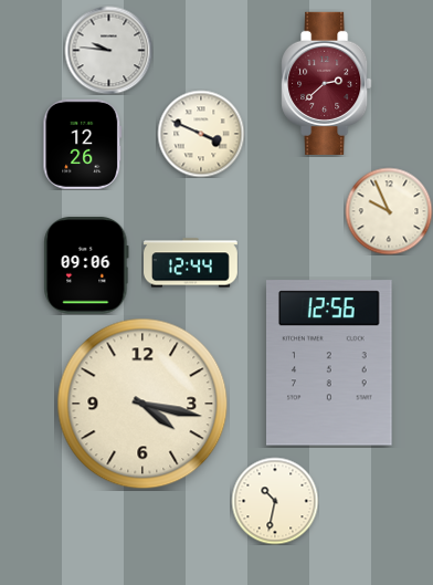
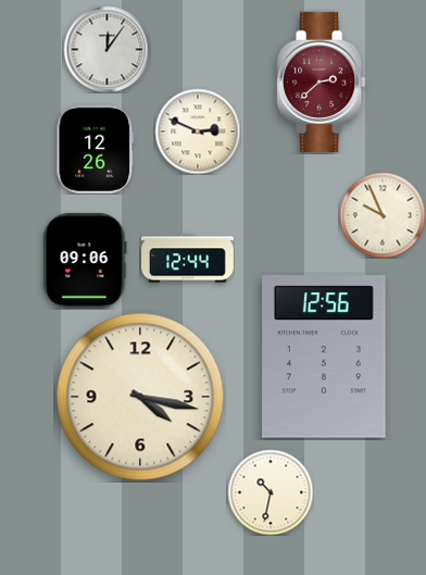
clock at (108, 50): 9:46 -> 12:06
clock at (201, 134): 3:49 -> 2:49
clock at (83, 144) position: (83, 144) -> (96, 149)
clock at (389, 211) position: (389, 211) -> (383, 215)
